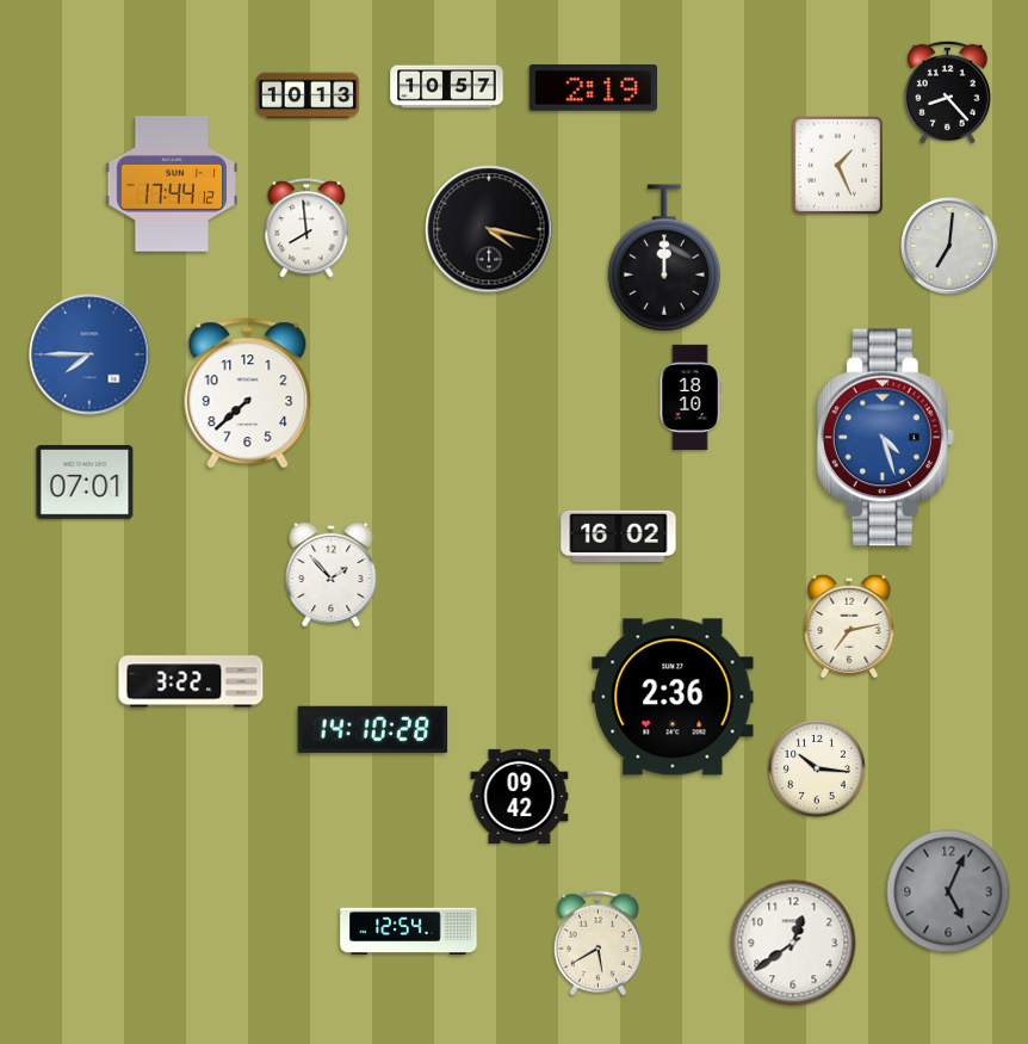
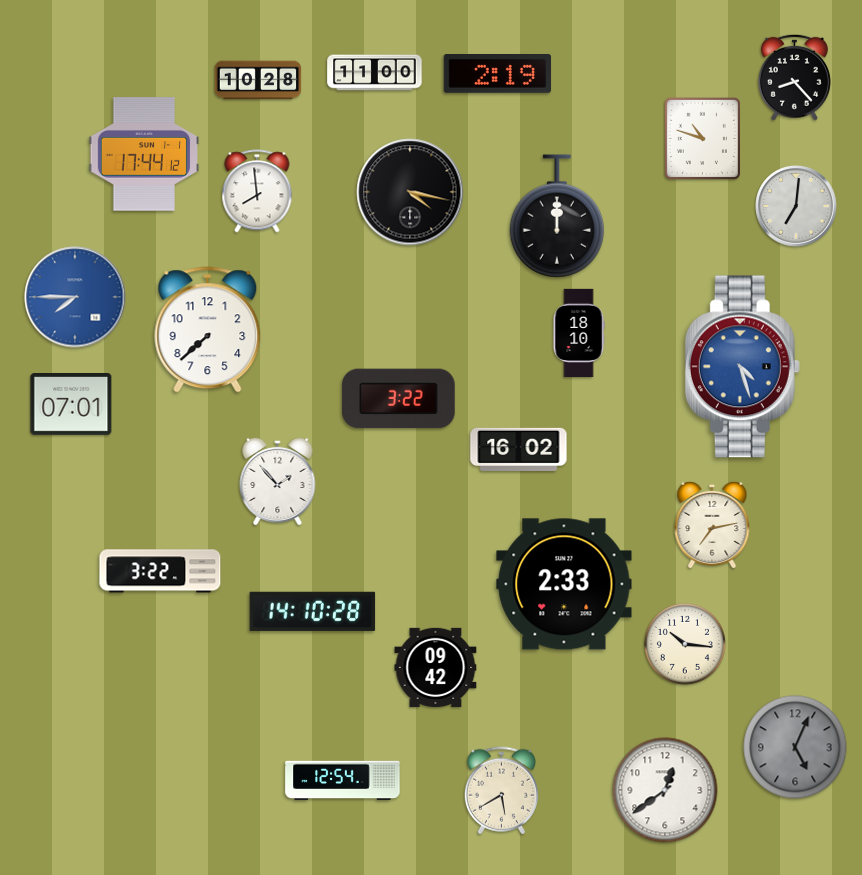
clock at (447, 87): 10:57 -> 11:00
clock at (308, 95): 10:13 -> 10:28
clock at (837, 165): 1:26 -> 10:48
clock at (399, 399): none -> 3:22
clock at (673, 697): 2:36 -> 2:33
